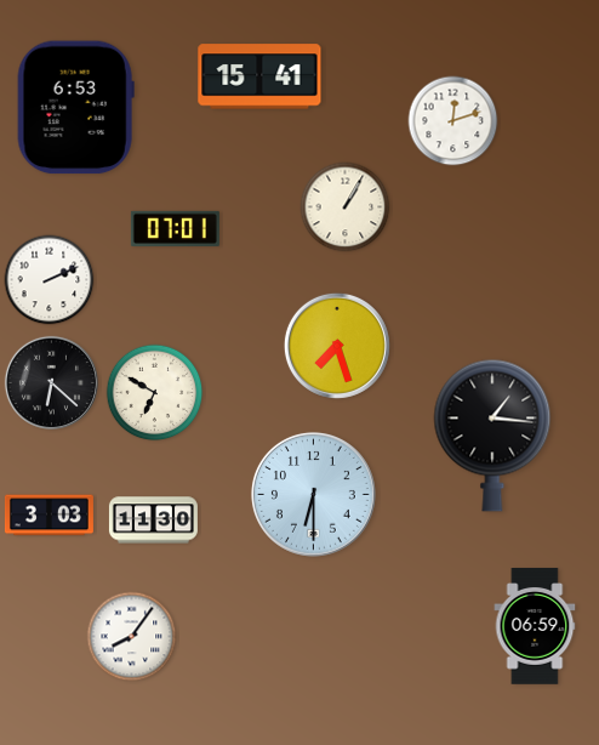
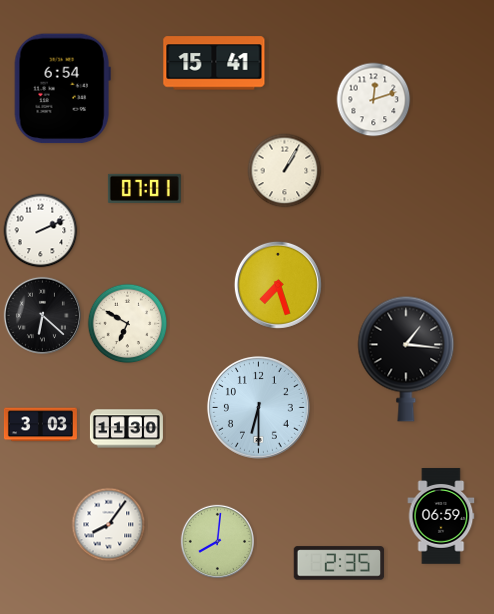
clock at (75, 108): 6:53 -> 6:54
clock at (217, 541): none -> 8:01
clock at (339, 563): none -> 2:35
